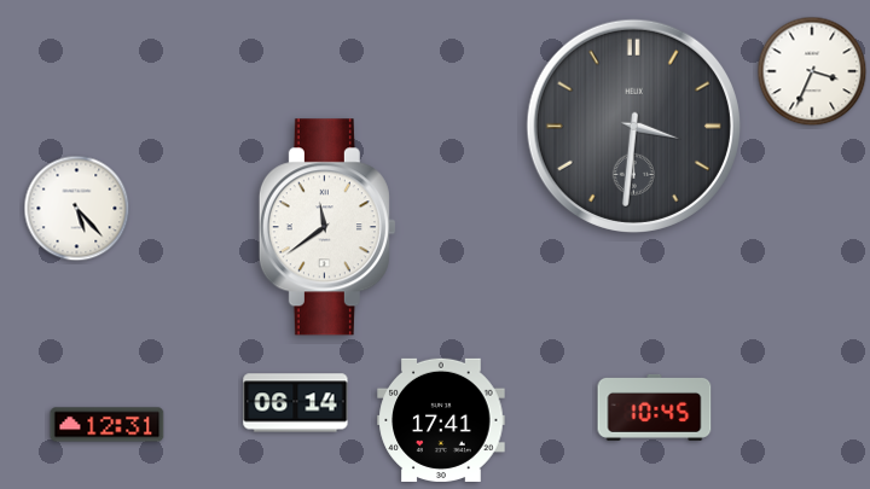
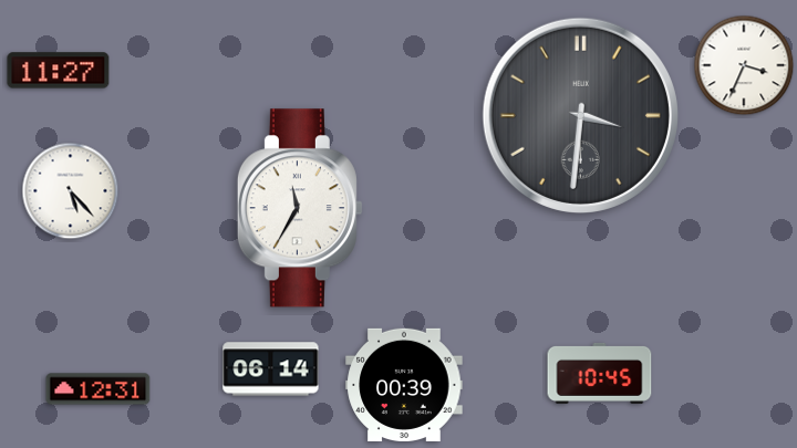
clock at (59, 71): none -> 11:27
clock at (327, 227): 11:39 -> 11:35
clock at (441, 420): 17:41 -> 00:39
